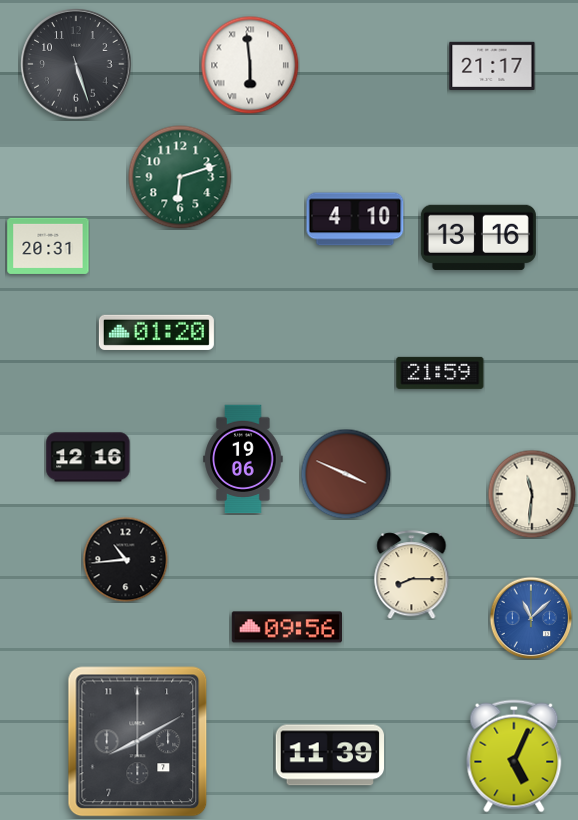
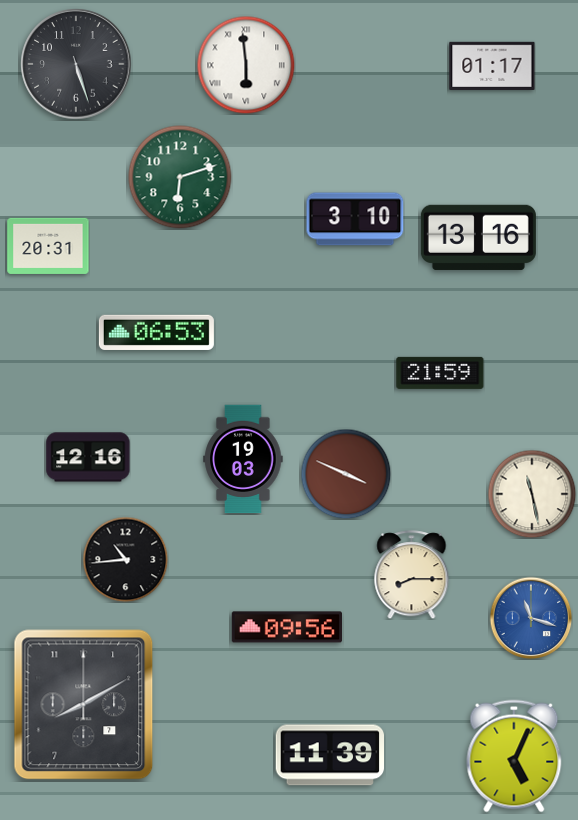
clock at (250, 65) position: (250, 65) -> (246, 65)
clock at (492, 66): 21:17 -> 01:17
clock at (355, 219): 4:10 -> 3:10
clock at (156, 332): 01:20 -> 06:53
clock at (243, 459): 19:06 -> 19:03
clock at (532, 494): 11:31 -> 11:28
clock at (531, 618): 11:08 -> 11:18
clock at (138, 742) position: (138, 742) -> (84, 705)
